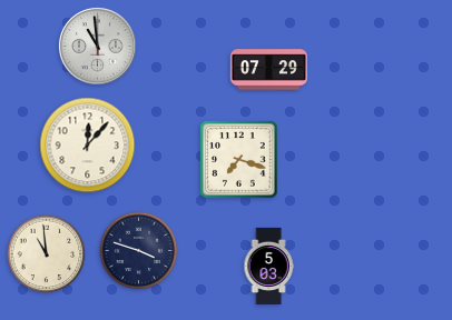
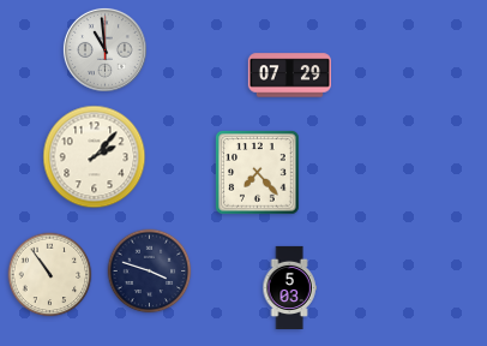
clock at (88, 146): 12:07 -> 2:07
clock at (239, 160): 7:18 -> 7:23
clock at (47, 254): 10:59 -> 10:54
